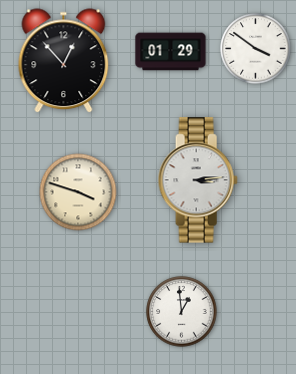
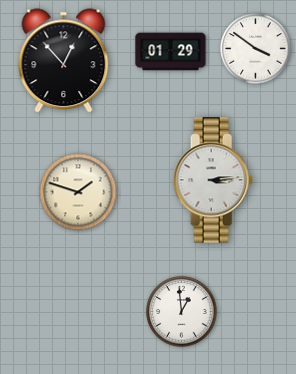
clock at (198, 180) position: (198, 180) -> (213, 180)
clock at (78, 192): 3:48 -> 1:48
